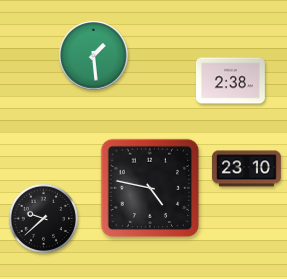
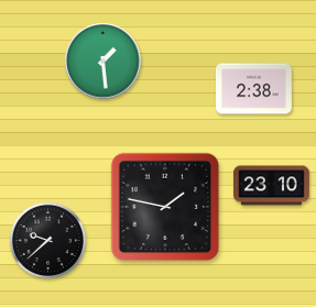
clock at (150, 188): 4:47 -> 1:47
